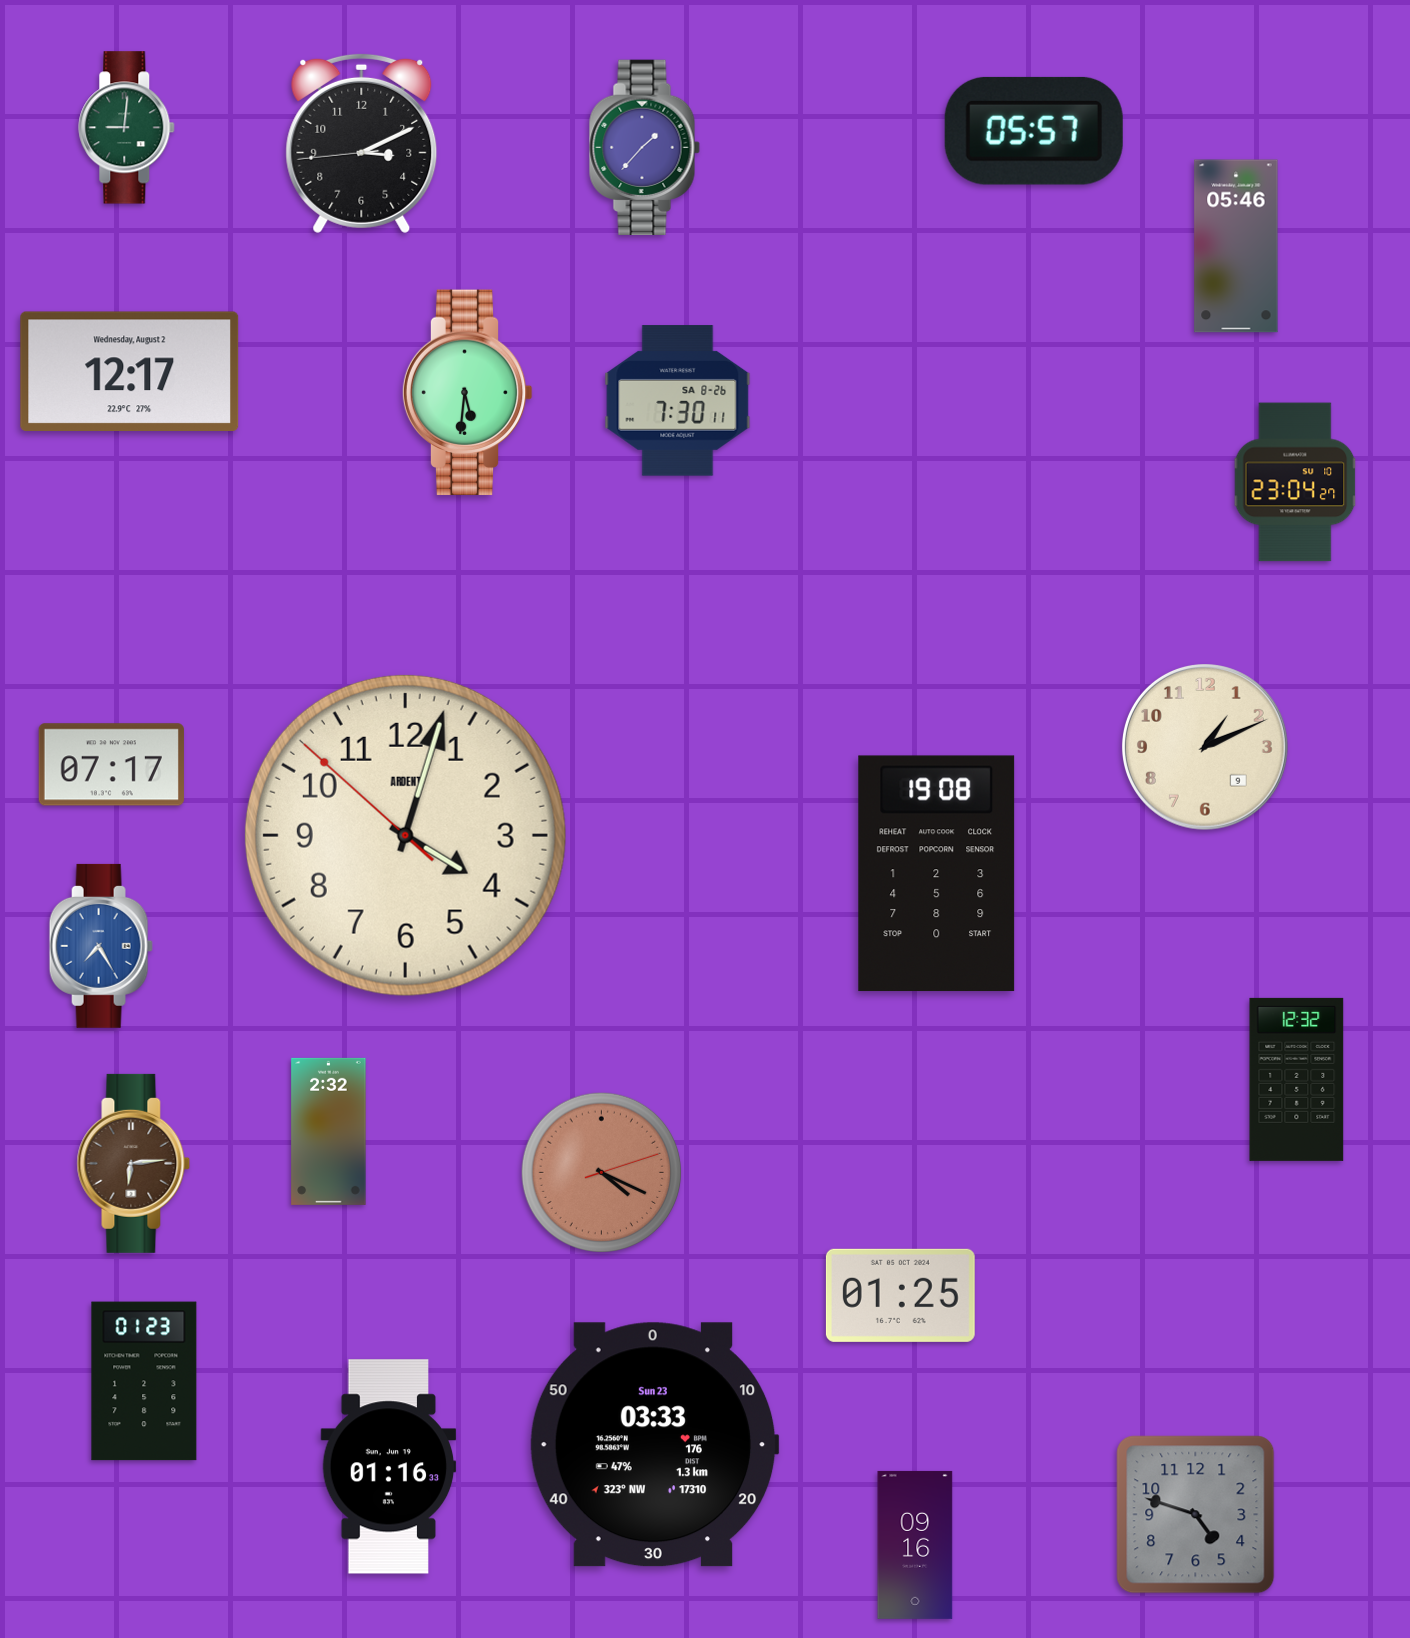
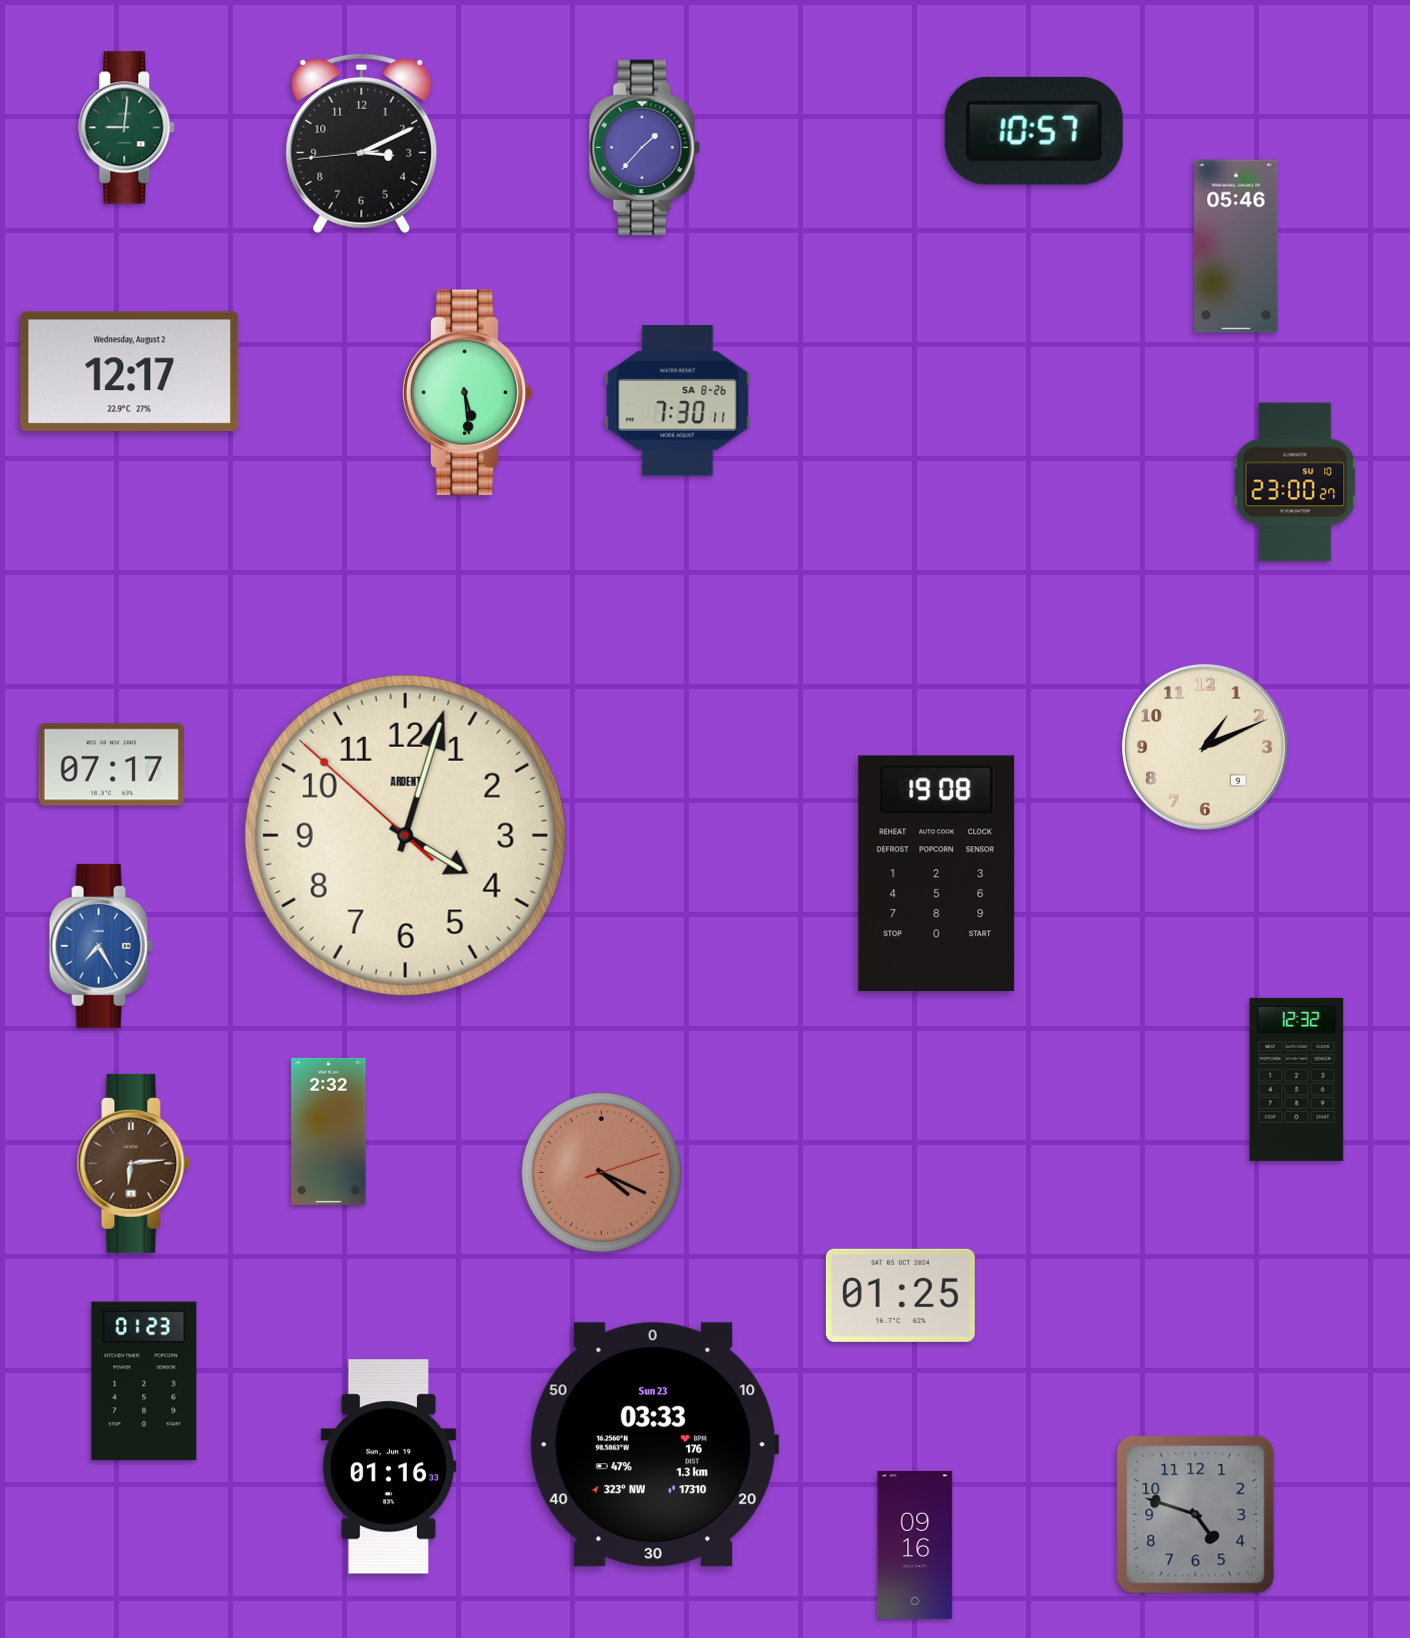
clock at (1034, 131): 05:57 -> 10:57
clock at (467, 393): 5:31 -> 5:29
clock at (1295, 482): 23:04 -> 23:00
